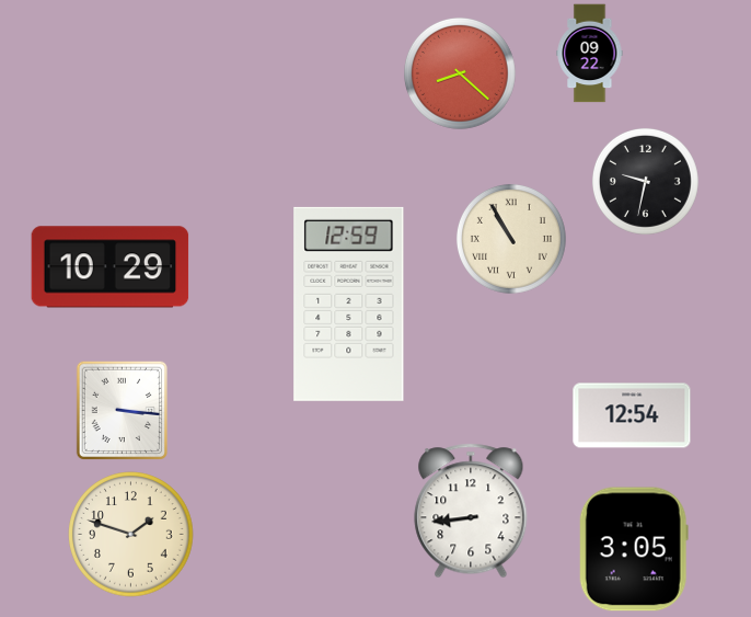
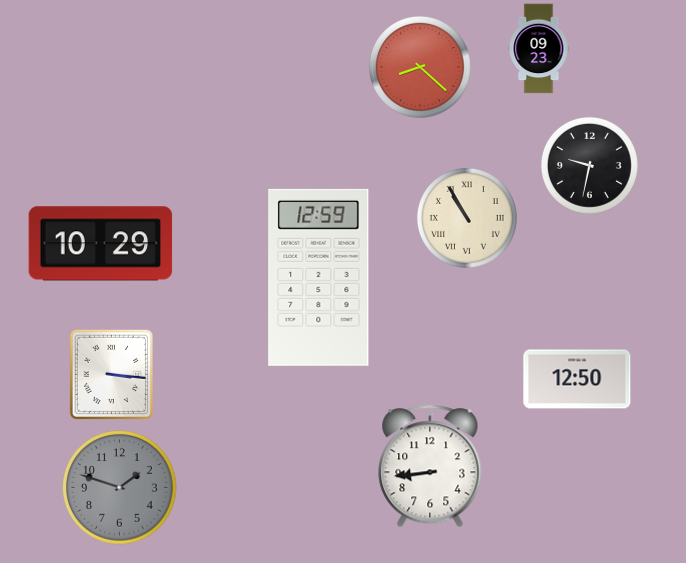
clock at (590, 54): 09:22 -> 09:23
clock at (632, 415): 12:54 -> 12:50
clock at (131, 535) dial: cream -> grey
clock at (634, 549): 3:05 -> none
